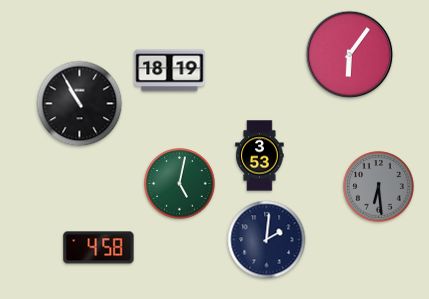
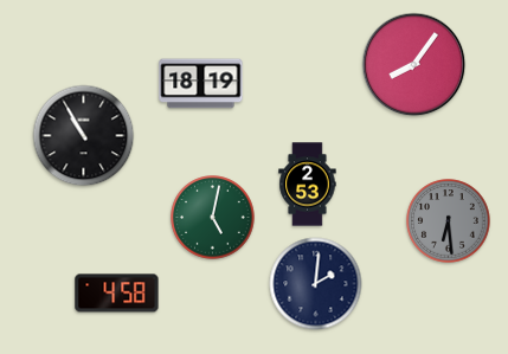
clock at (350, 55): 6:06 -> 8:06
clock at (80, 104) position: (80, 104) -> (84, 136)
clock at (260, 156): 3:53 -> 2:53
